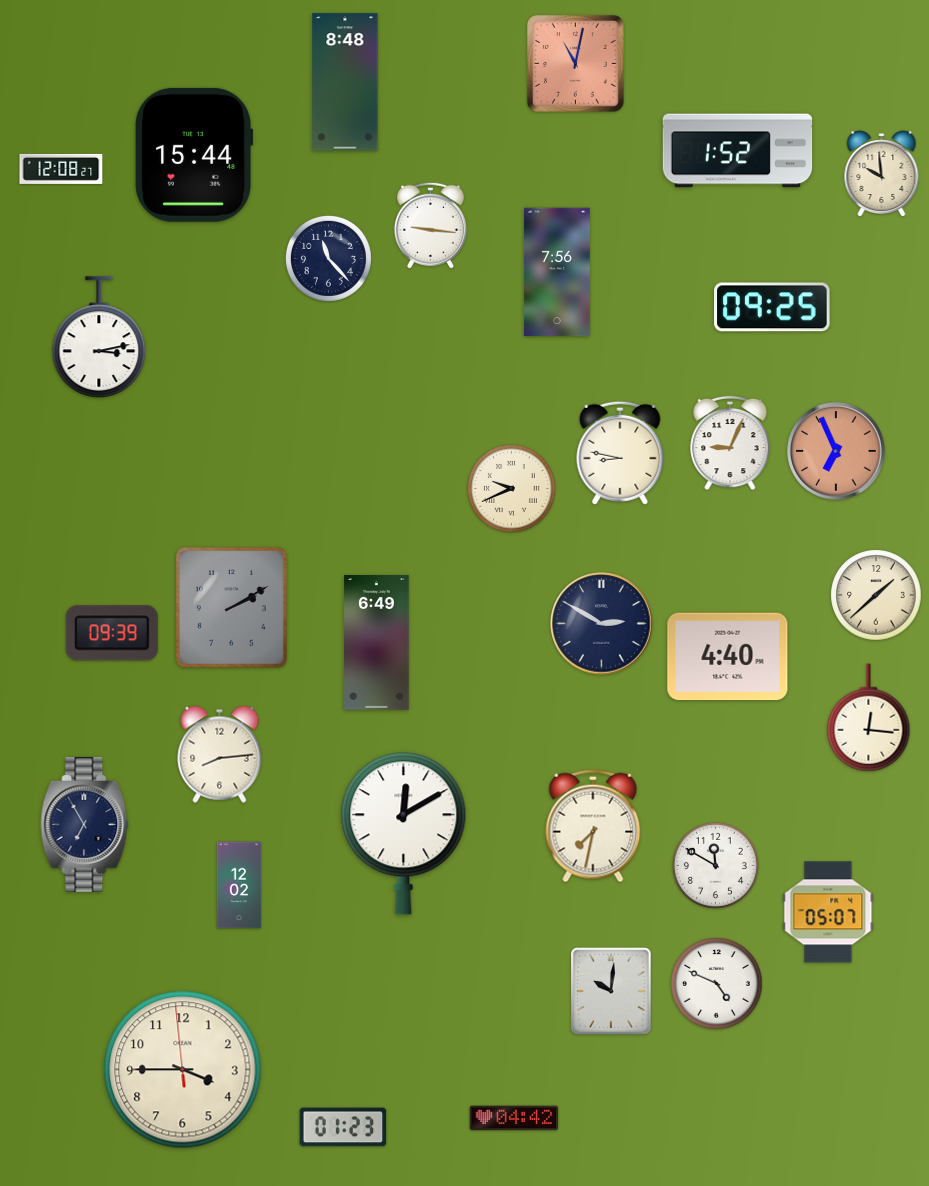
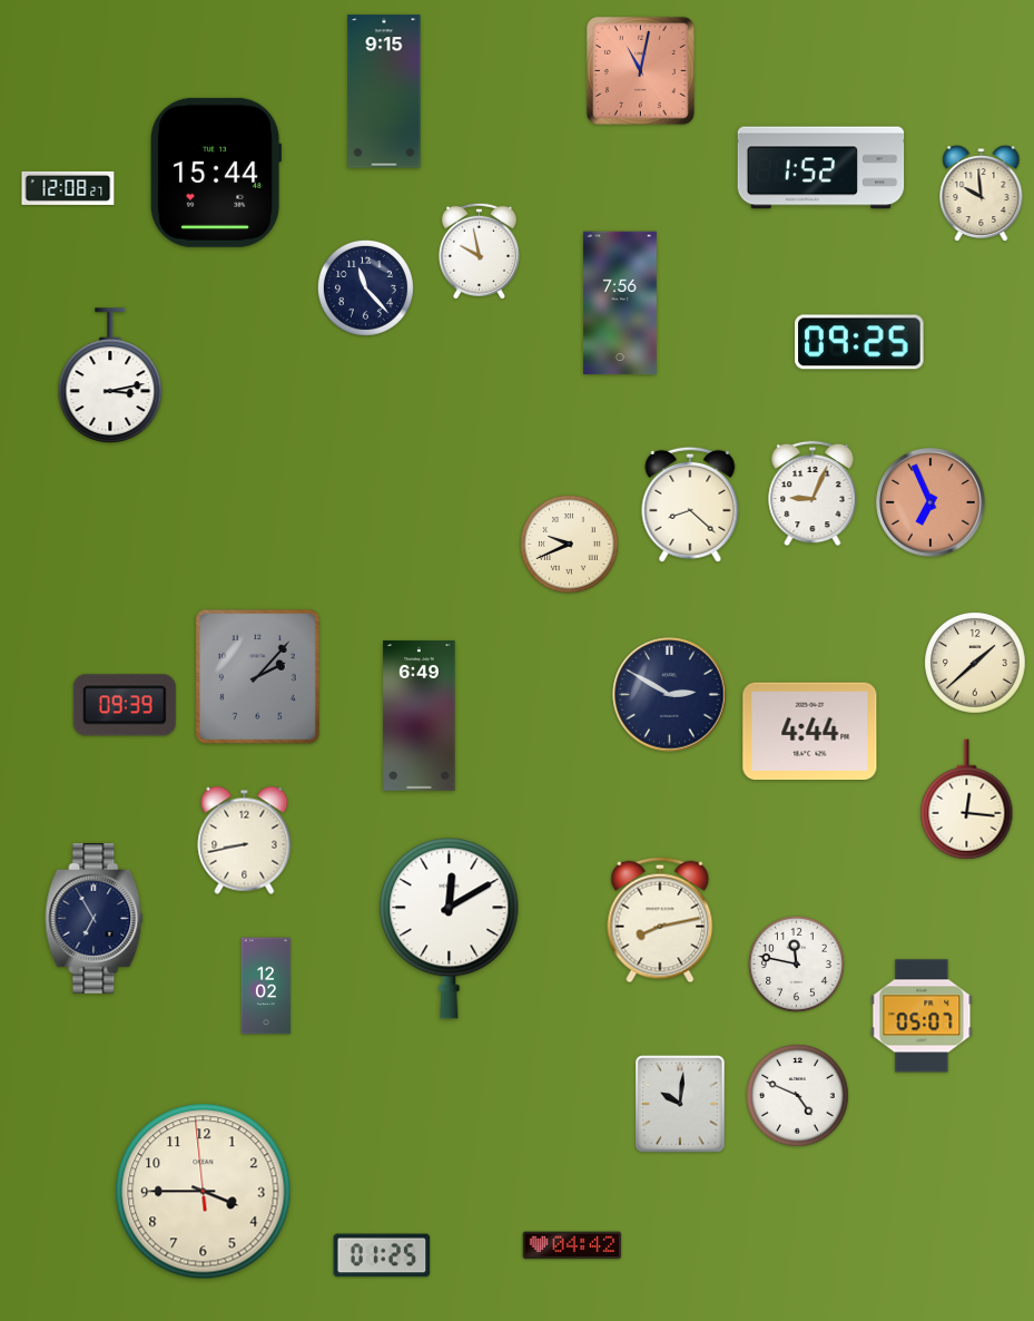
clock at (345, 82): 8:48 -> 9:15
clock at (430, 225): 9:16 -> 9:58
clock at (620, 453): 8:47 -> 8:22
clock at (232, 608): 2:10 -> 2:07
clock at (728, 657): 4:40 -> 4:44
clock at (220, 754): 8:14 -> 8:43
clock at (593, 826): 7:32 -> 8:13
clock at (715, 865): 11:50 -> 11:47
clock at (343, 1127): 01:23 -> 01:25
